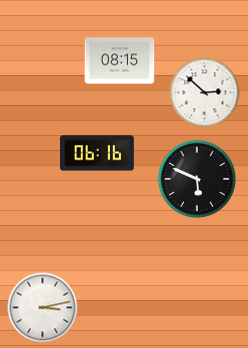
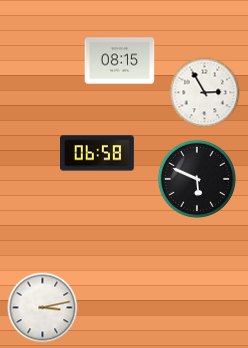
clock at (205, 93): 2:52 -> 2:55
clock at (97, 153): 06:16 -> 06:58
